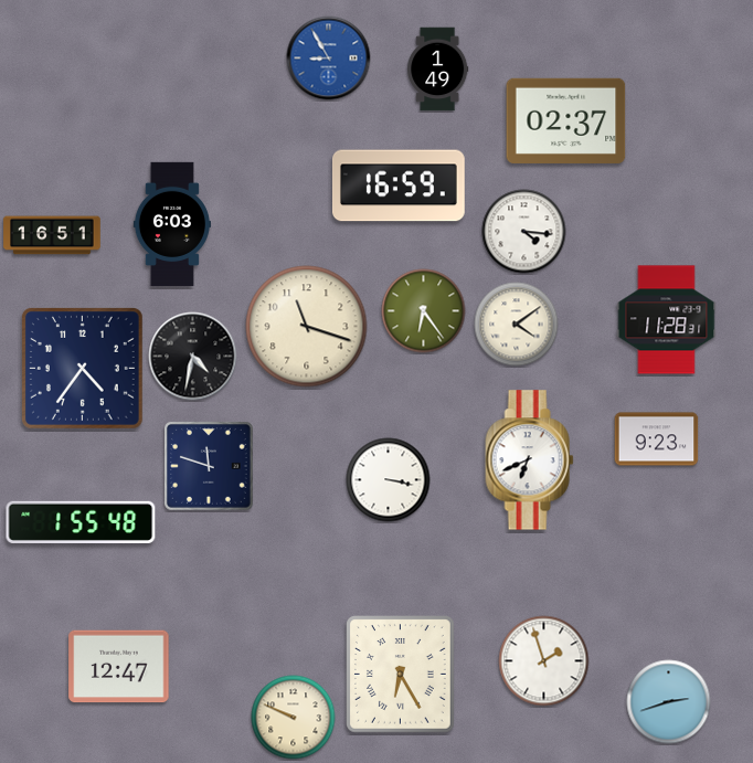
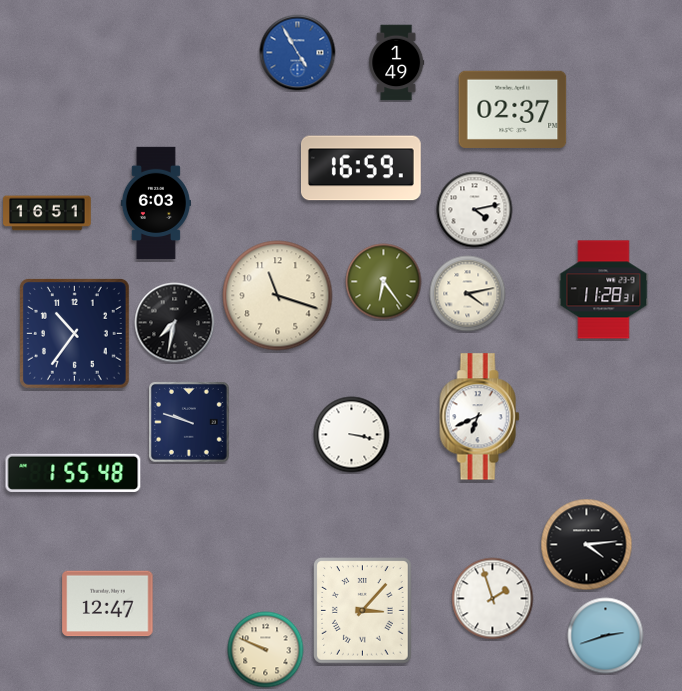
clock at (329, 59): 8:55 -> 4:55
clock at (524, 232): 4:16 -> 4:13
clock at (517, 325): 4:09 -> 4:13
clock at (193, 357): 4:32 -> 7:32
clock at (83, 369): 4:36 -> 10:36
clock at (657, 439): 9:23 -> none
clock at (210, 467): 11:48 -> 9:48
clock at (587, 545): none -> 4:14
clock at (401, 675): 6:25 -> 3:07
